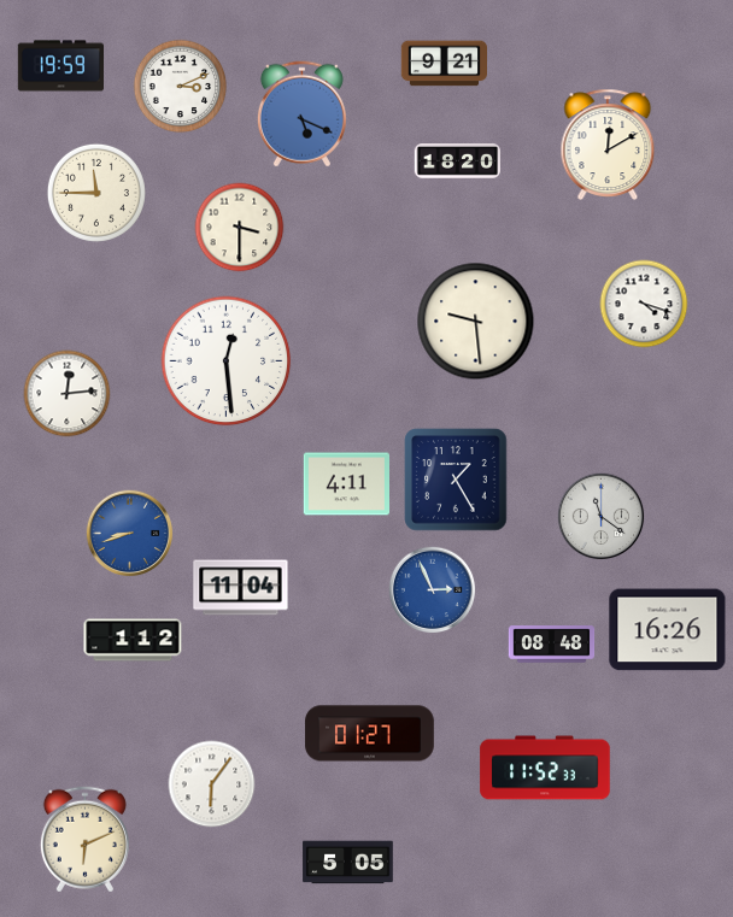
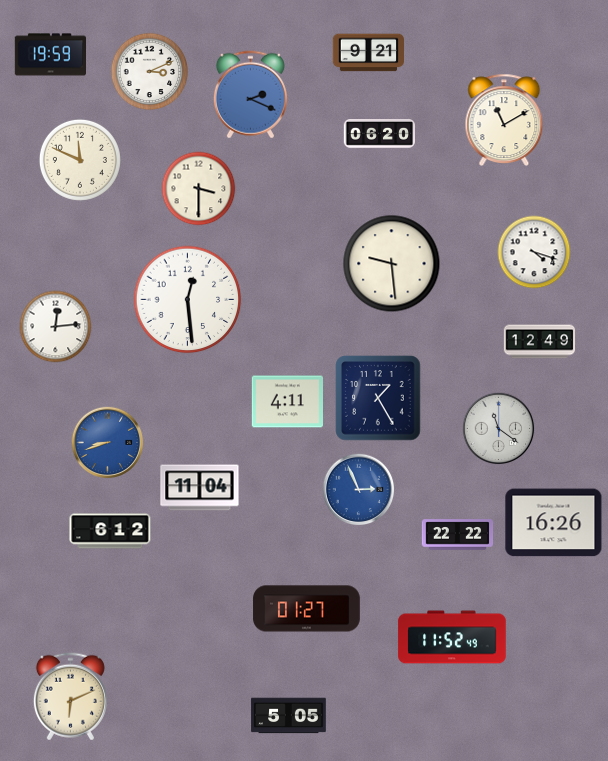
clock at (301, 114): 5:19 -> 2:19
clock at (608, 143): 12:10 -> 11:10
clock at (457, 161): 18:20 -> 06:20
clock at (96, 193): 11:45 -> 11:49
clock at (476, 322) position: (476, 322) -> (392, 264)
clock at (540, 342): none -> 12:49
clock at (133, 640): 1:12 -> 6:12
clock at (552, 645): 08:48 -> 22:22
clock at (545, 768): 11:52:33 -> 11:52:49
clock at (212, 784): 6:06 -> none
